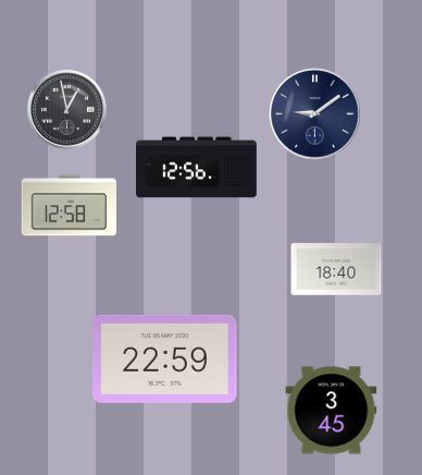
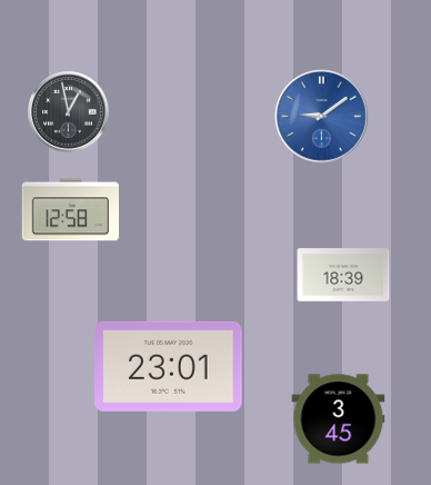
clock at (315, 114) dial: navy -> blue
clock at (197, 168): 12:56 -> none
clock at (336, 269): 18:40 -> 18:39
clock at (165, 358): 22:59 -> 23:01
